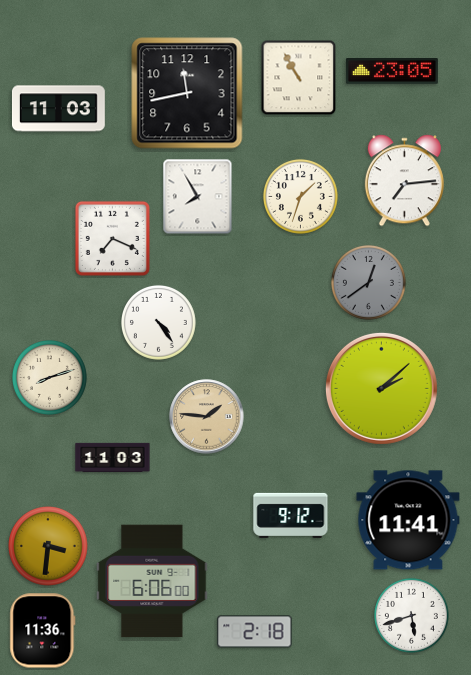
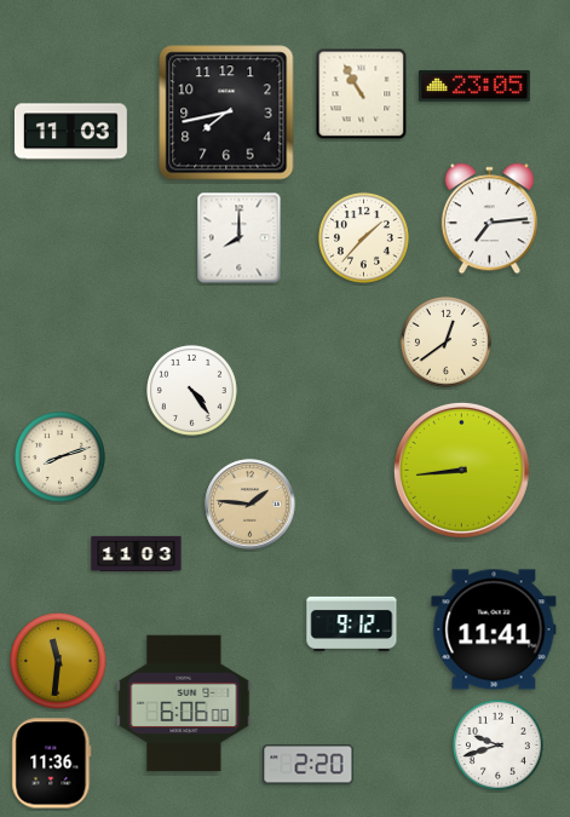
clock at (187, 93): 11:43 -> 7:43
clock at (300, 196): 1:33 -> 1:37
clock at (198, 197): 7:55 -> 8:00
clock at (112, 238): 7:19 -> none
clock at (368, 282) dial: grey -> cream
clock at (381, 388): 2:08 -> 8:44
clock at (49, 547): 3:31 -> 11:31
clock at (411, 615): 5:42 -> 9:42
clock at (255, 632): 2:18 -> 2:20
